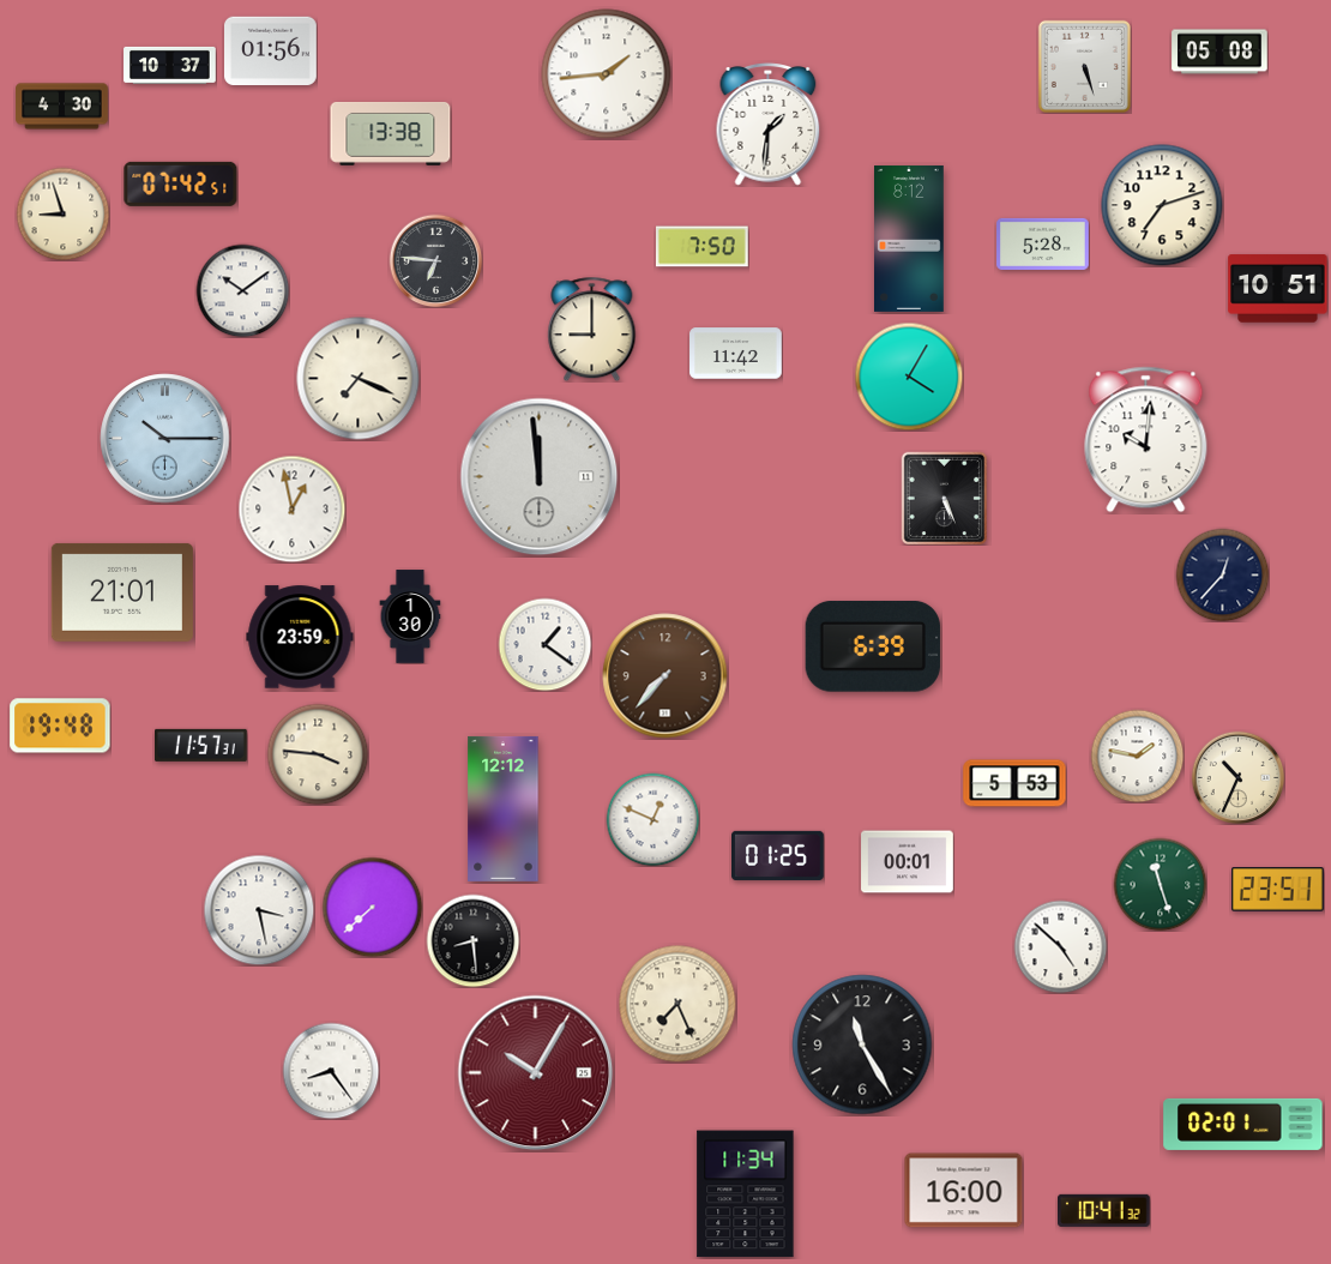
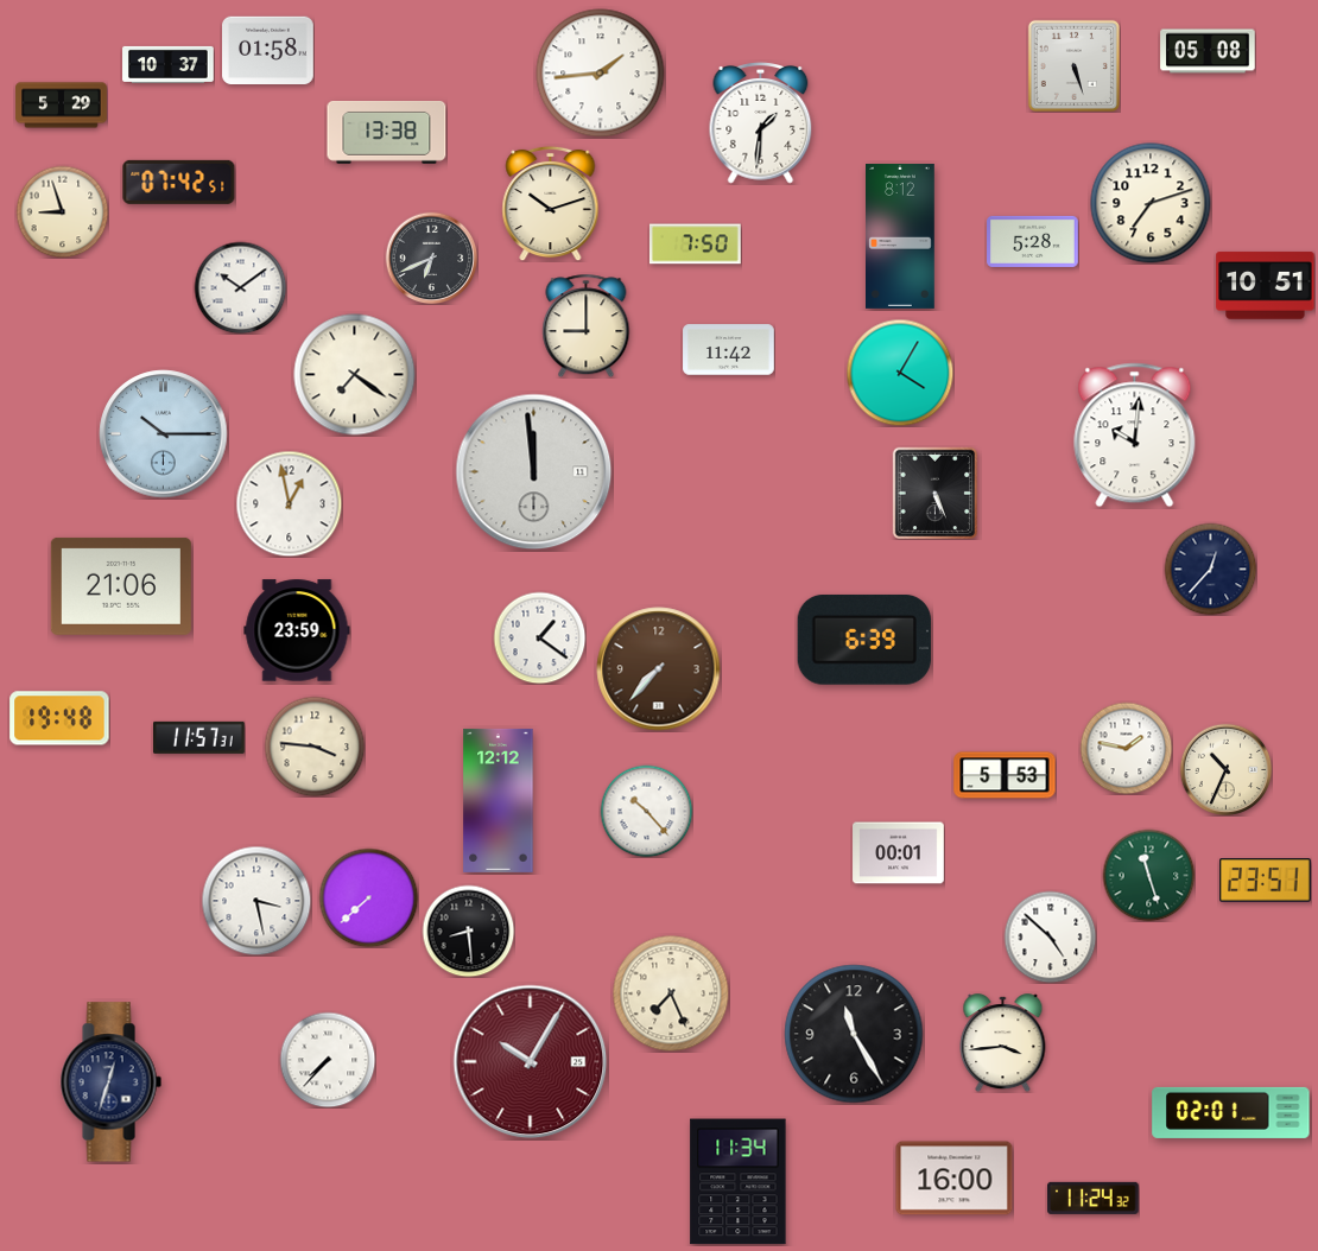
clock at (271, 52): 01:56 -> 01:58
clock at (62, 107): 4:30 -> 5:29
clock at (551, 203): none -> 10:12
clock at (435, 260): 6:46 -> 6:41
clock at (359, 379): 7:19 -> 7:21
clock at (122, 592): 21:01 -> 21:06
clock at (410, 616): 1:30 -> none
clock at (652, 819): 12:49 -> 10:23
clock at (778, 855): 01:25 -> none
clock at (1003, 1043): none -> 3:44
clock at (331, 1071): 8:24 -> 7:37
clock at (110, 1082): none -> 12:33
clock at (1104, 1210): 10:41 -> 11:24
